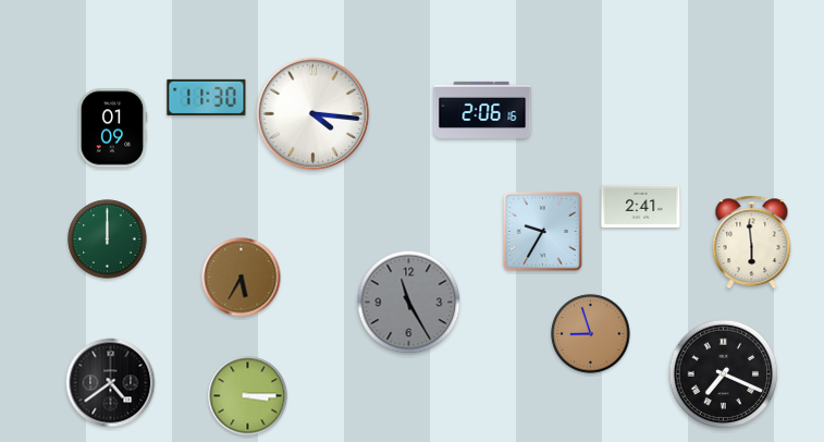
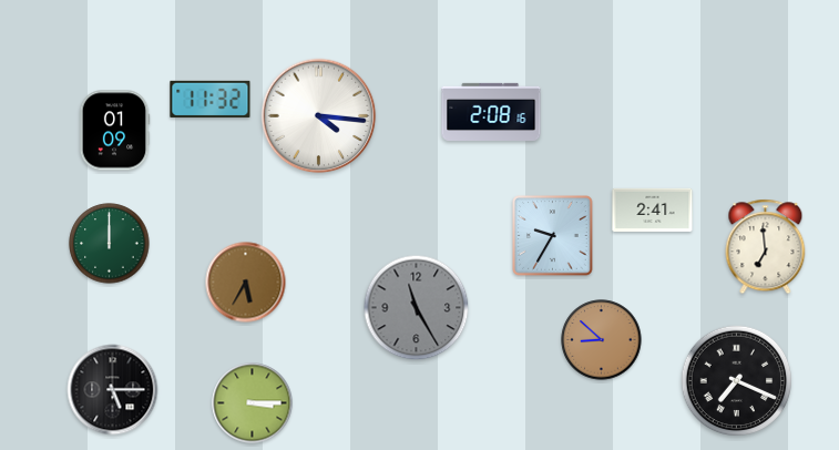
clock at (207, 97): 11:30 -> 11:32
clock at (482, 110): 2:06 -> 2:08
clock at (752, 243): 5:59 -> 6:59
clock at (591, 334): 8:57 -> 8:52
clock at (111, 383): 4:39 -> 5:15
